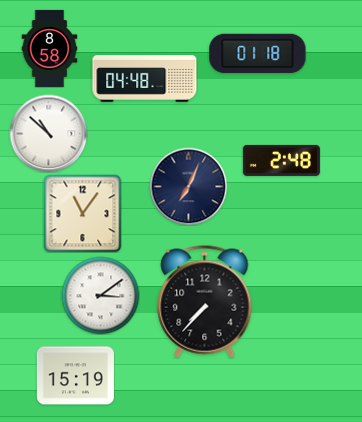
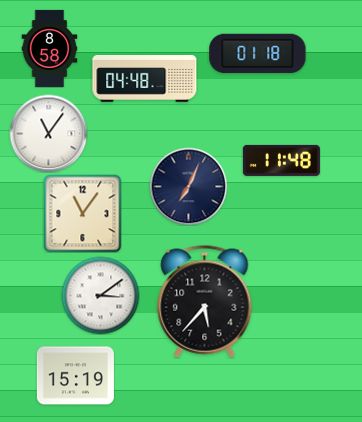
clock at (48, 133): 10:52 -> 11:06
clock at (281, 160): 2:48 -> 11:48
clock at (205, 302): 7:37 -> 5:37
